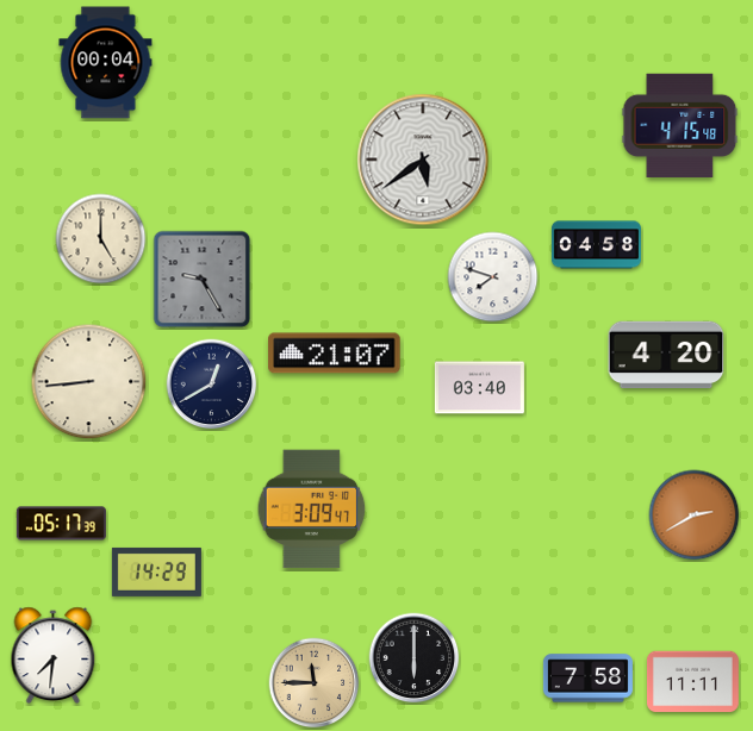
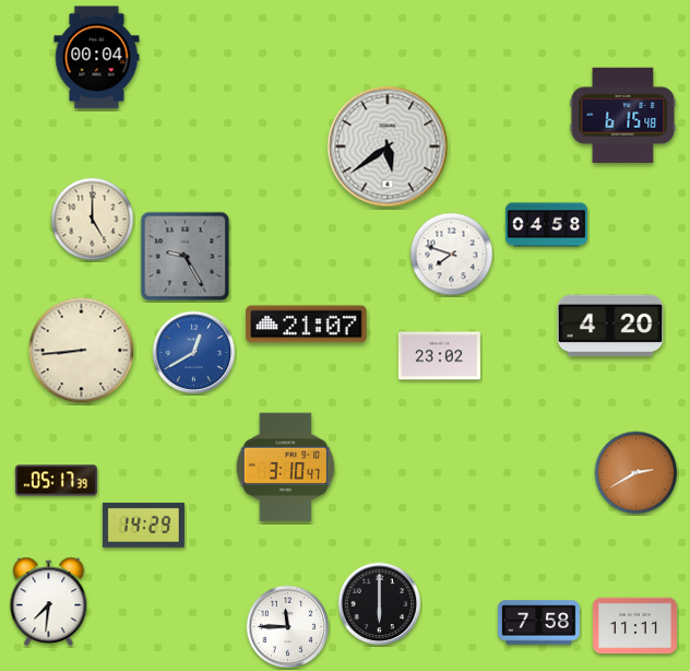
clock at (680, 125): 4:15 -> 6:15
clock at (212, 385) dial: navy -> blue
clock at (479, 388): 03:40 -> 23:02
clock at (312, 510): 3:09 -> 3:10
clock at (315, 683) dial: champagne -> white
